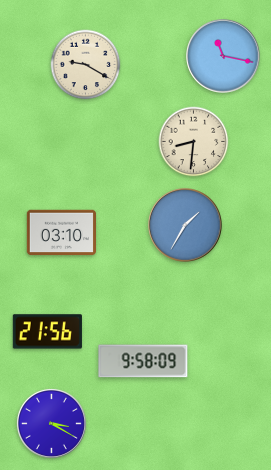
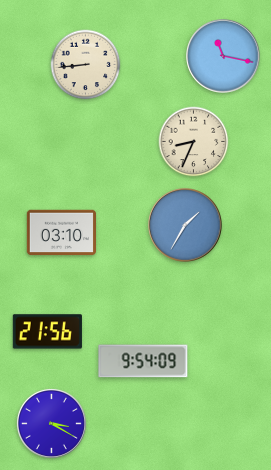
clock at (86, 65): 9:20 -> 8:44
clock at (194, 142): 8:31 -> 8:34
clock at (143, 361): 9:58 -> 9:54
